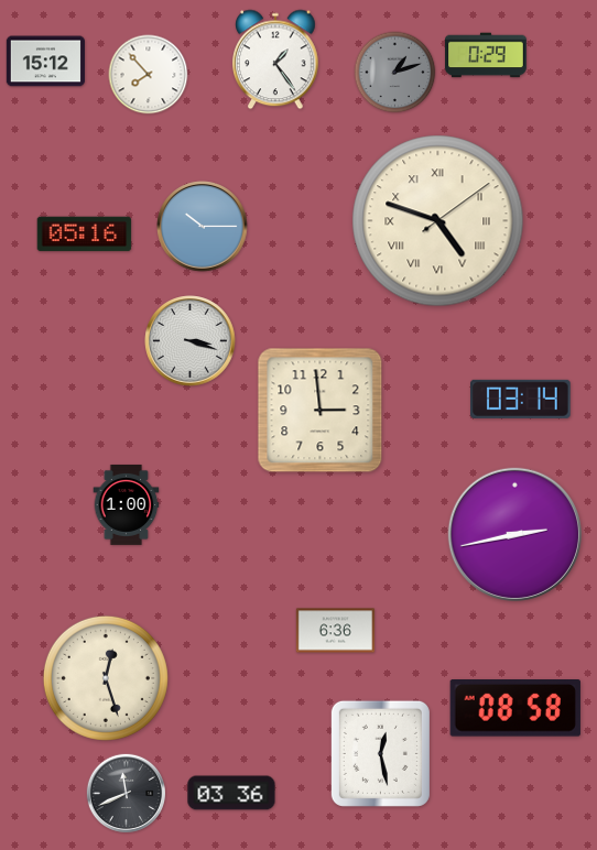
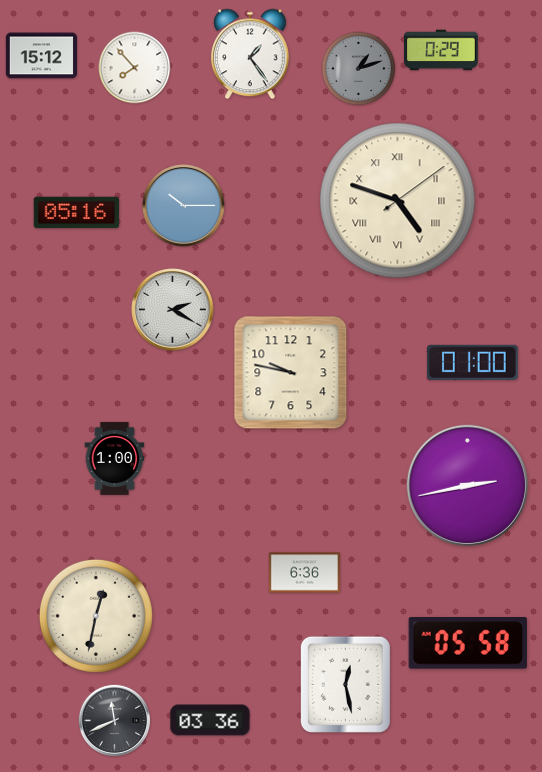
clock at (395, 73) position: (395, 73) -> (359, 69)
clock at (191, 341): 3:18 -> 2:20
clock at (521, 399): 03:14 -> 01:00
clock at (321, 411): 2:59 -> 9:47
clock at (106, 678): 12:27 -> 12:32
clock at (515, 709): 08:58 -> 05:58
